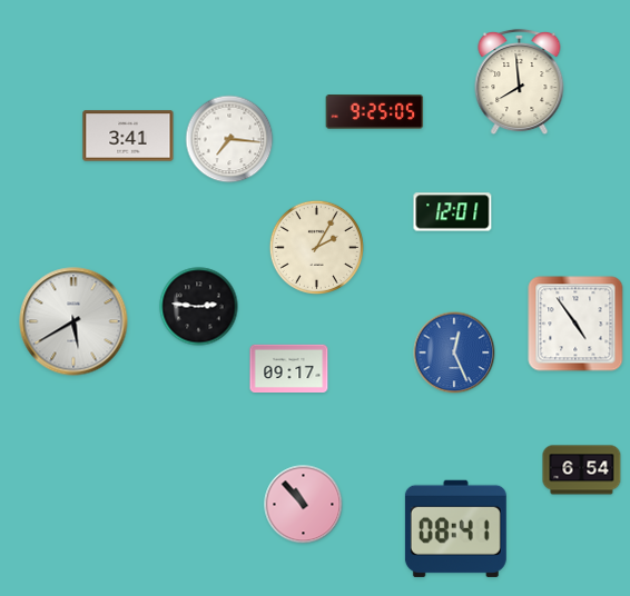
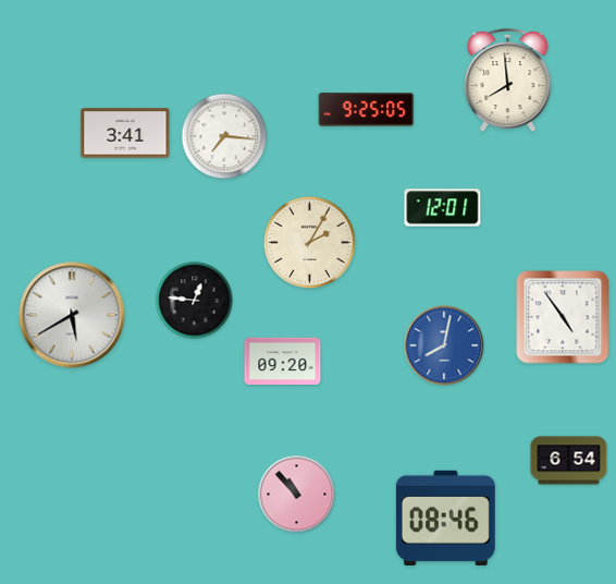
clock at (199, 307): 2:46 -> 12:46
clock at (454, 352): 12:26 -> 8:02
clock at (289, 369): 09:17 -> 09:20
clock at (455, 528): 08:41 -> 08:46
